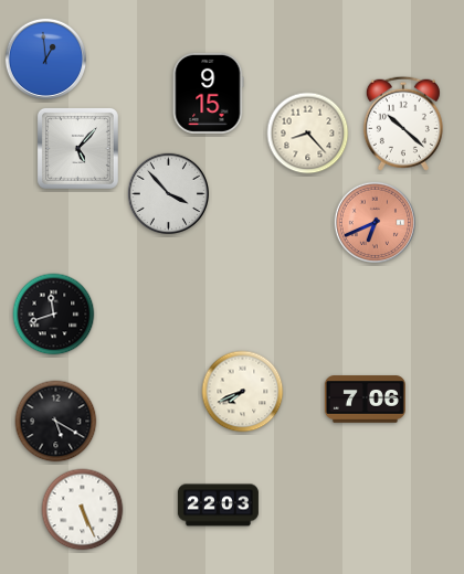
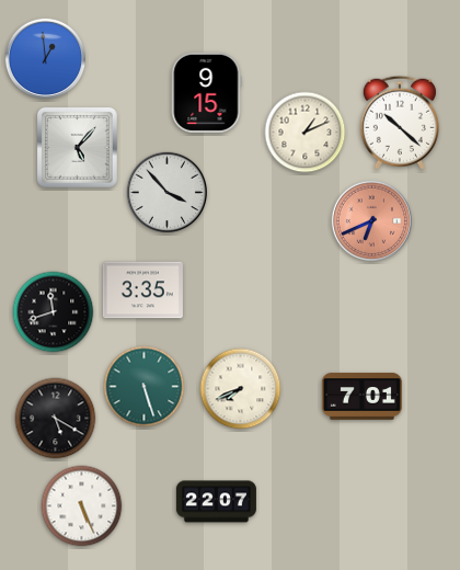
clock at (308, 134): 8:23 -> 1:11
clock at (142, 290): none -> 3:35
clock at (145, 387): none -> 5:27
clock at (365, 400): 7:06 -> 7:01
clock at (218, 506): 22:03 -> 22:07
